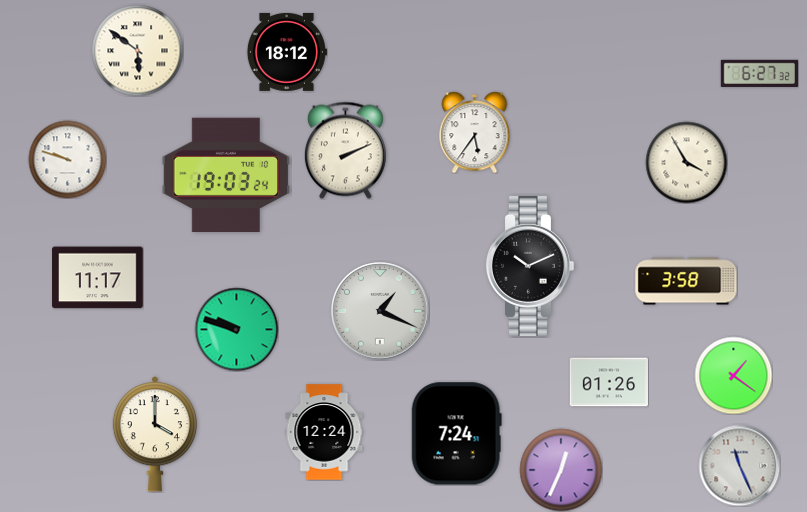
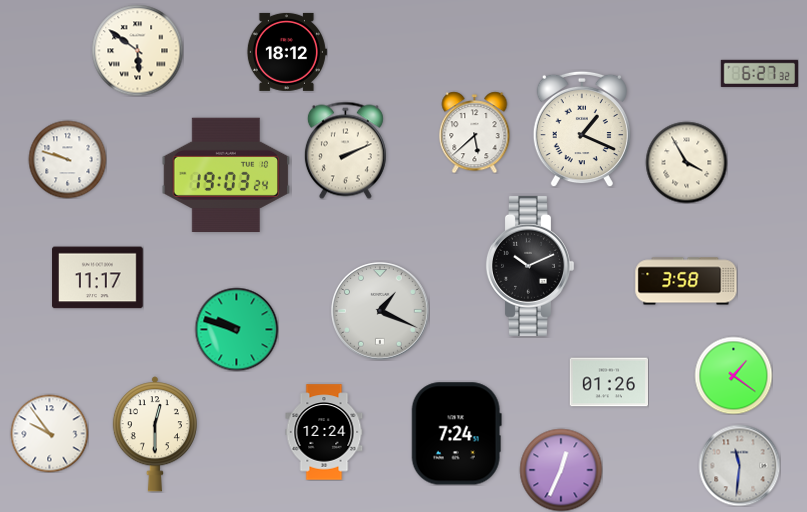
clock at (582, 129): none -> 1:19
clock at (475, 132): 5:36 -> 5:38
clock at (49, 433): none -> 9:54
clock at (155, 434): 4:00 -> 12:30
clock at (739, 465): 11:26 -> 11:31
